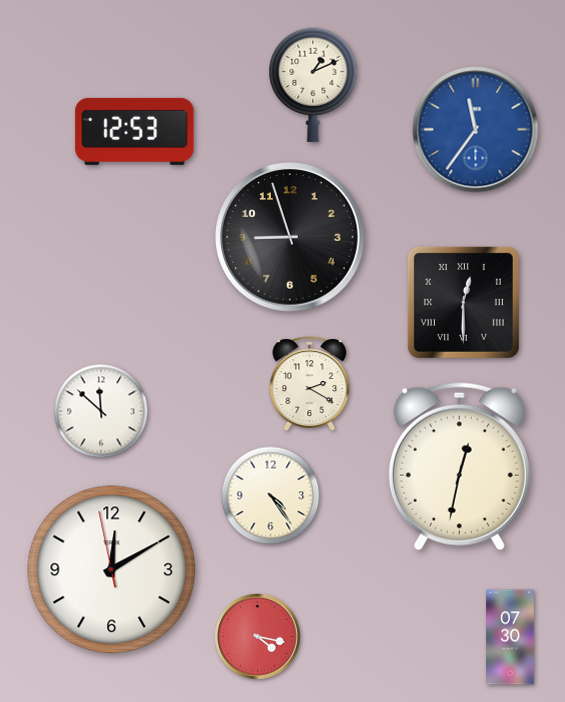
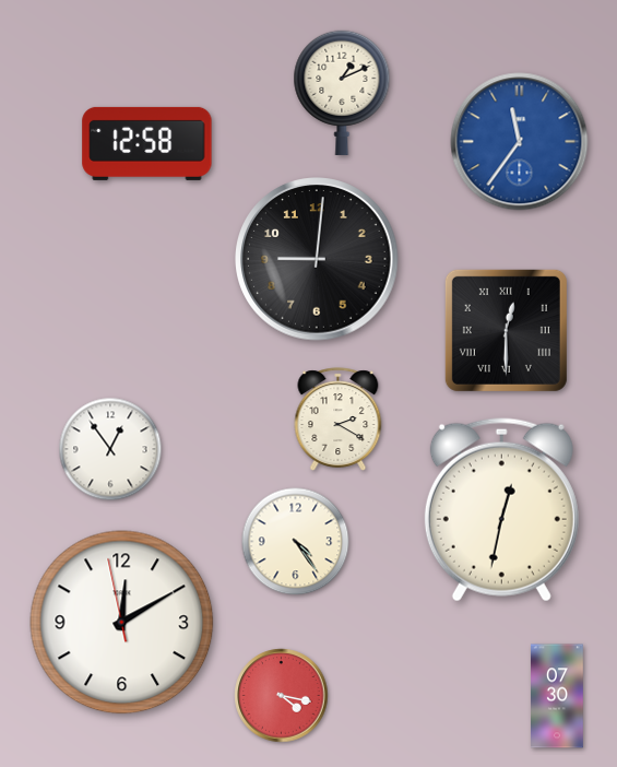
clock at (135, 131): 12:53 -> 12:58
clock at (290, 237): 8:57 -> 9:01
clock at (101, 411): 11:52 -> 12:54
